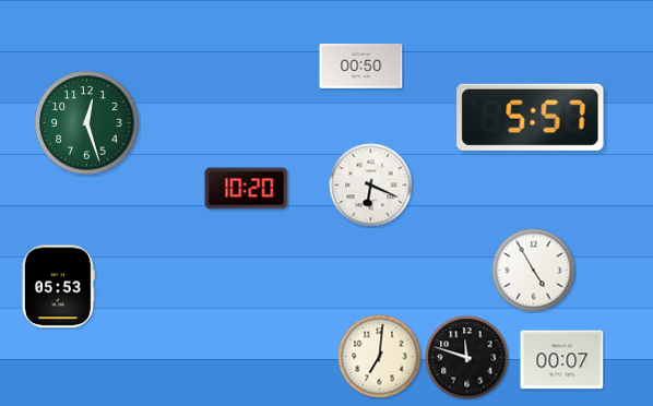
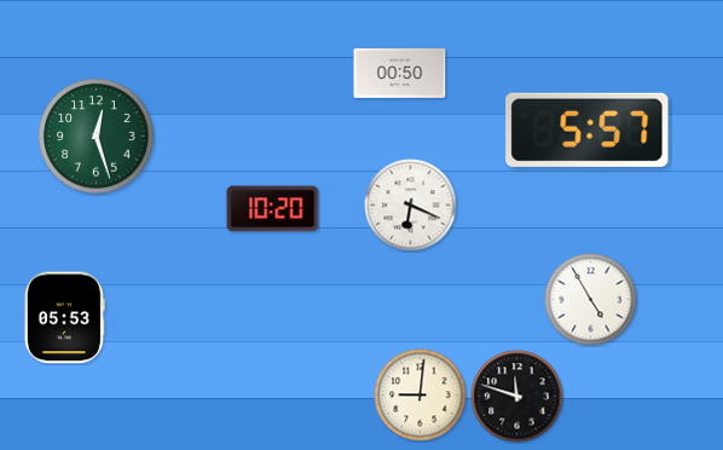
clock at (380, 357): 7:01 -> 9:01
clock at (562, 360): 00:07 -> none
